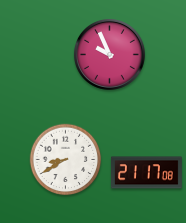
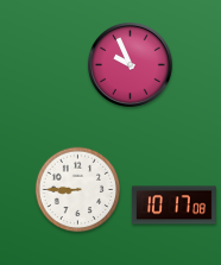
clock at (66, 160): 8:40 -> 8:45
clock at (146, 173): 21:17 -> 10:17
